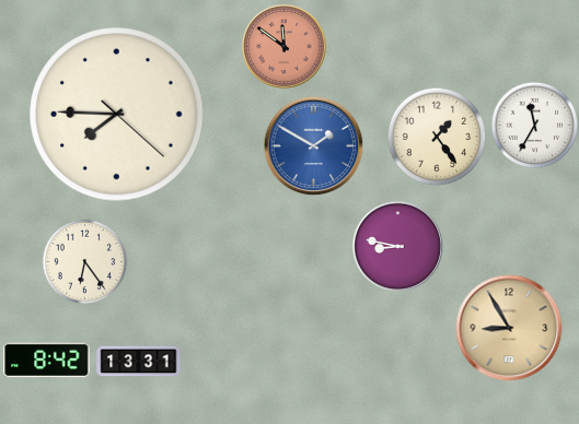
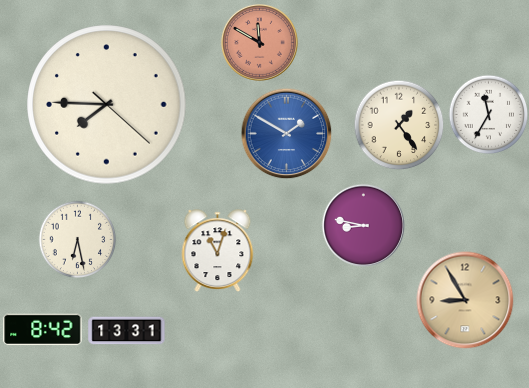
clock at (283, 46): 11:51 -> 11:50
clock at (84, 261): 6:24 -> 6:28
clock at (218, 251): none -> 11:03
